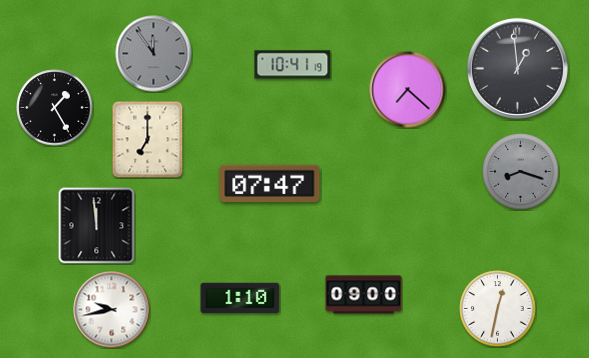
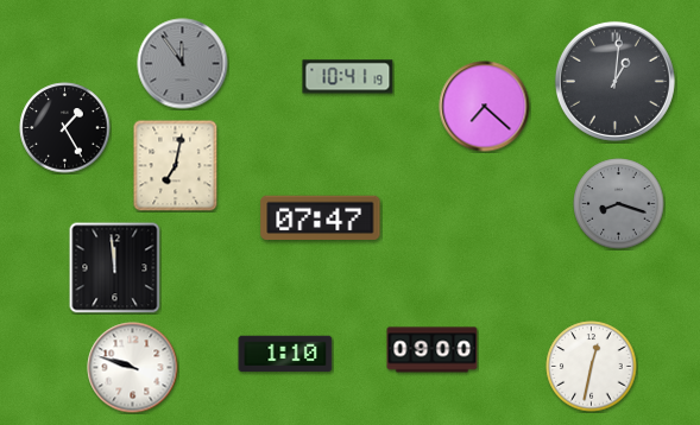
clock at (517, 68): 12:59 -> 1:01
clock at (148, 139): 7:00 -> 7:02
clock at (112, 310): 9:43 -> 9:48
